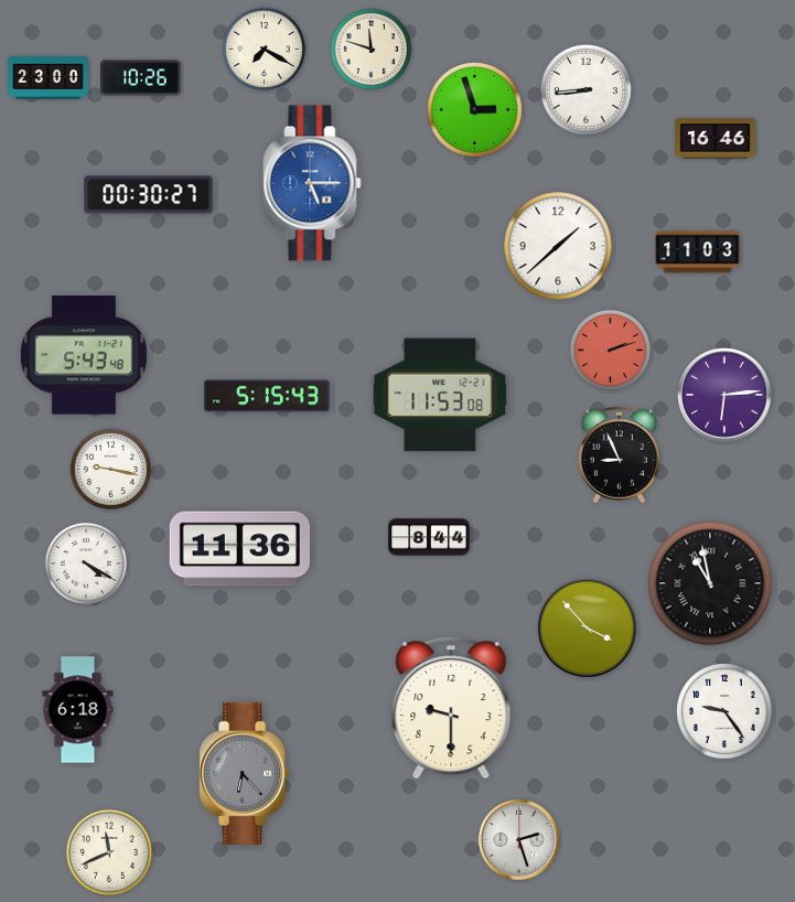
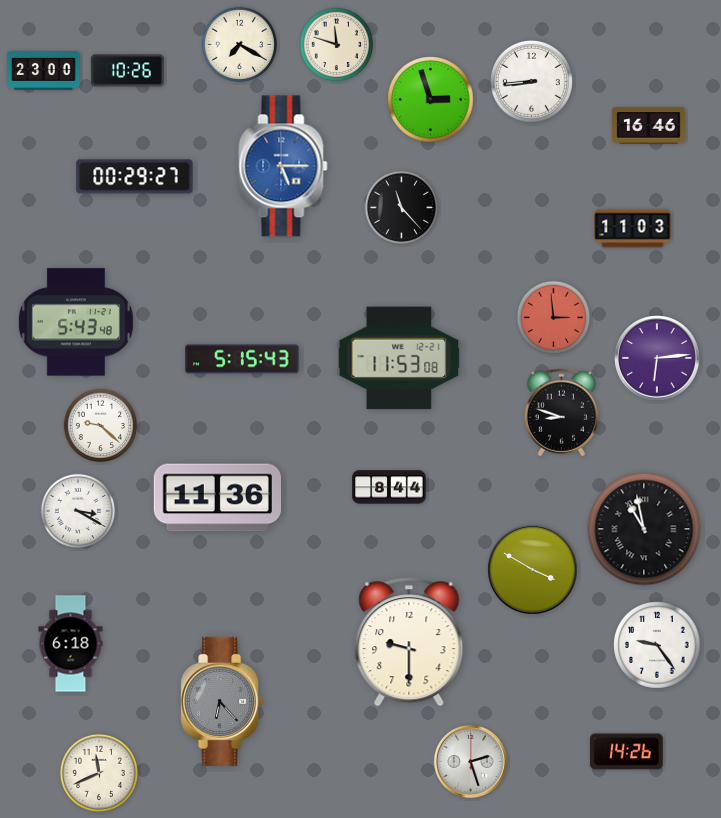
clock at (149, 195): 00:30 -> 00:29
clock at (402, 208): none -> 11:23
clock at (558, 246): 1:38 -> none
clock at (611, 351): 2:12 -> 2:59
clock at (619, 455): 8:56 -> 8:48
clock at (111, 470): 9:17 -> 9:22
clock at (86, 563): 4:20 -> 3:20
clock at (588, 629): 3:53 -> 3:50
clock at (627, 752): none -> 14:26
